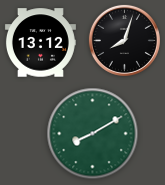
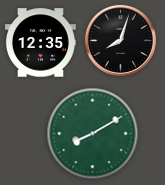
clock at (124, 40) position: (124, 40) -> (120, 40)
clock at (40, 43): 13:12 -> 12:35
